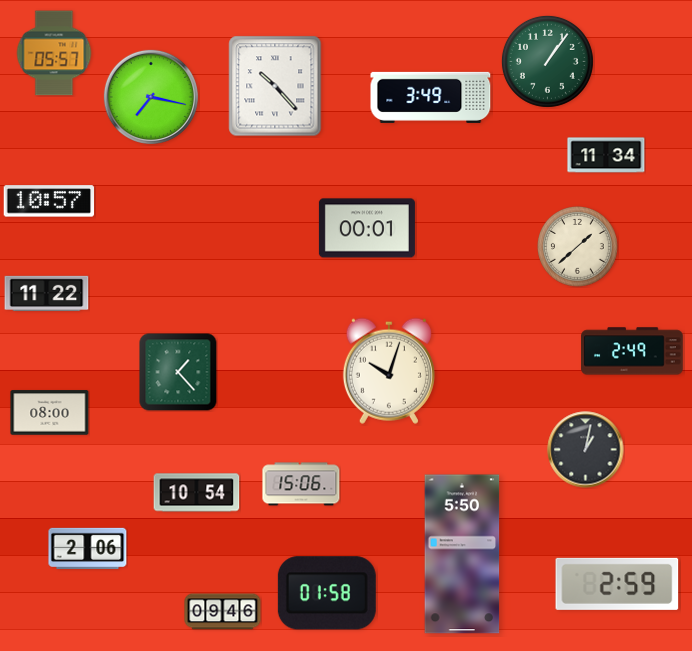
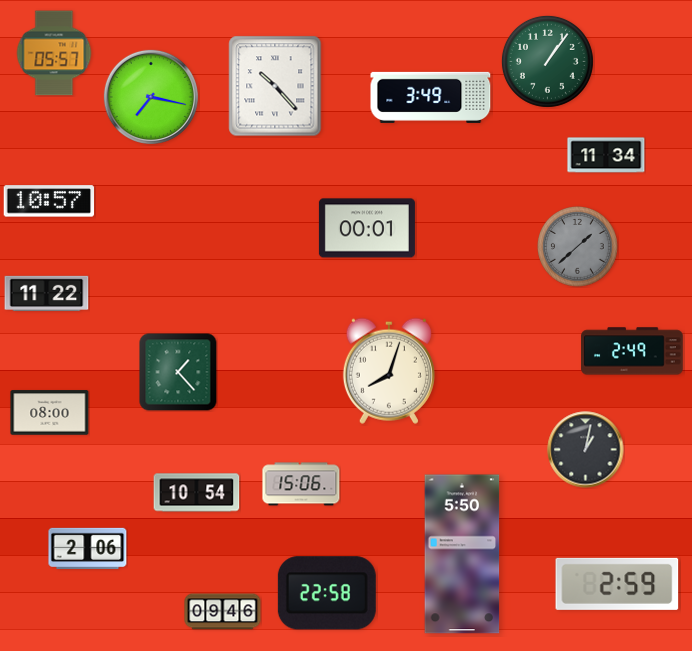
clock at (578, 247) dial: cream -> grey
clock at (389, 371): 10:03 -> 8:03
clock at (327, 593): 01:58 -> 22:58
